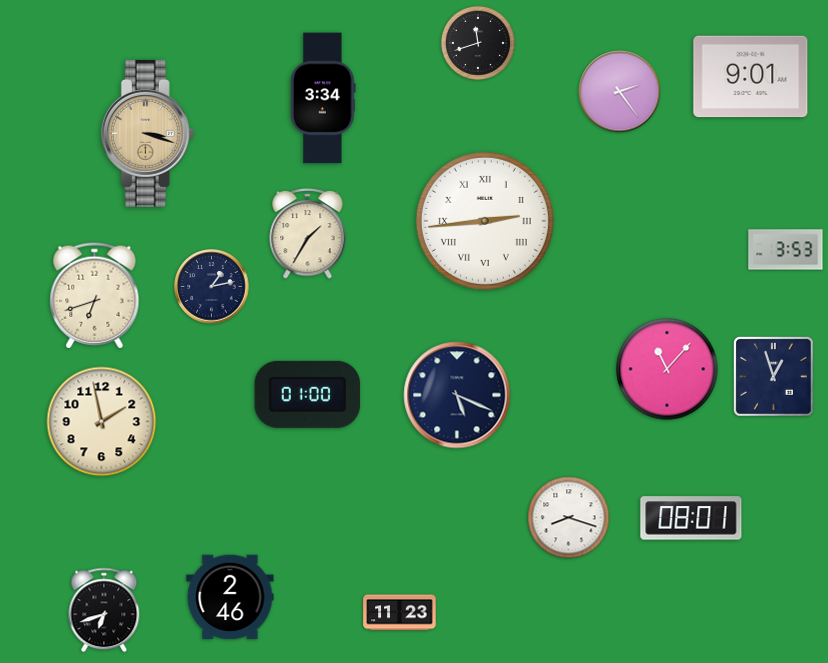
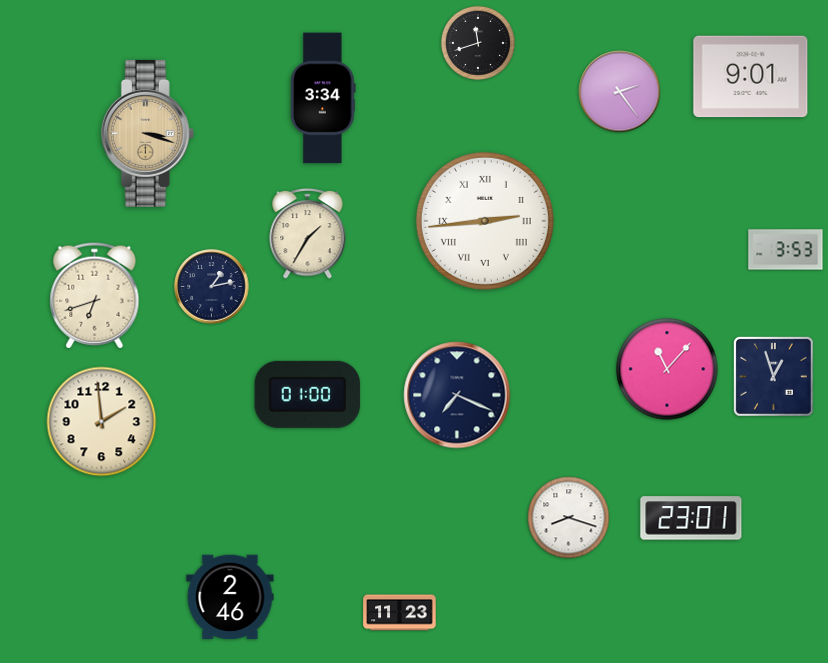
clock at (457, 395): 5:19 -> 7:19
clock at (102, 422): 1:58 -> 1:59
clock at (691, 518): 08:01 -> 23:01
clock at (104, 610): 6:42 -> none
